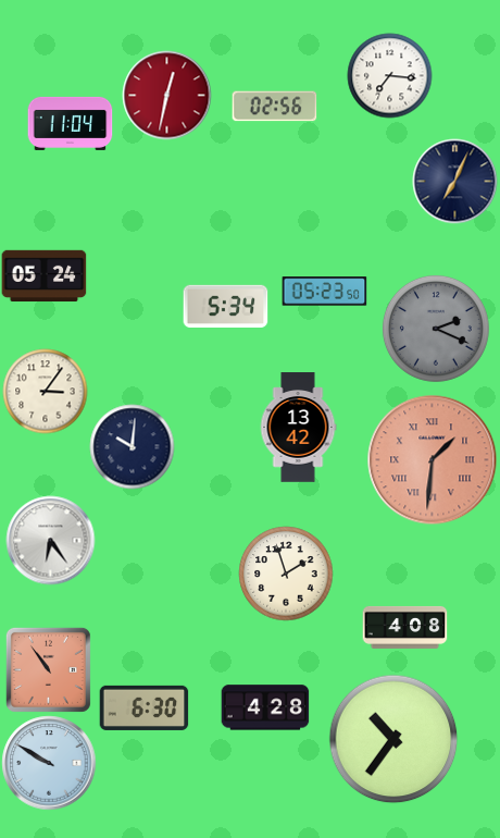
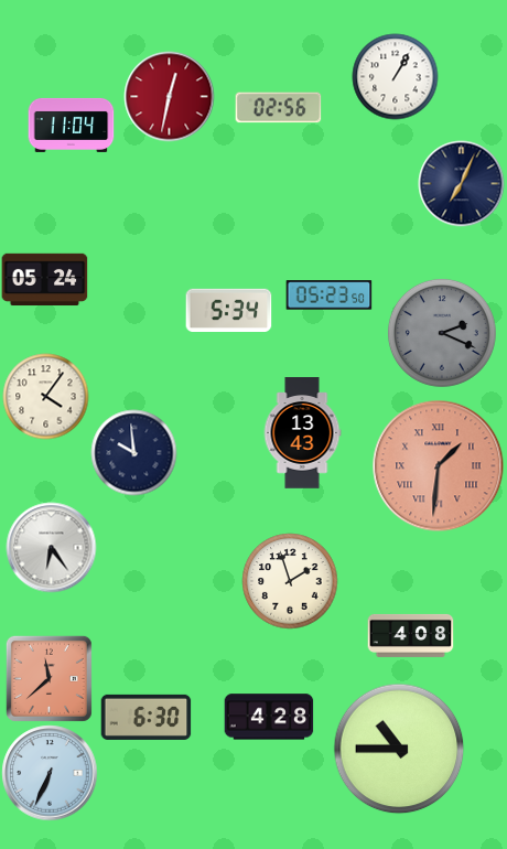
clock at (389, 75): 7:16 -> 1:05
clock at (45, 391): 3:06 -> 4:06
clock at (298, 428): 13:42 -> 13:43
clock at (132, 446): 10:01 -> 9:59
clock at (48, 669): 10:54 -> 11:38
clock at (393, 739): 10:36 -> 10:45
clock at (49, 763): 9:50 -> 6:34
